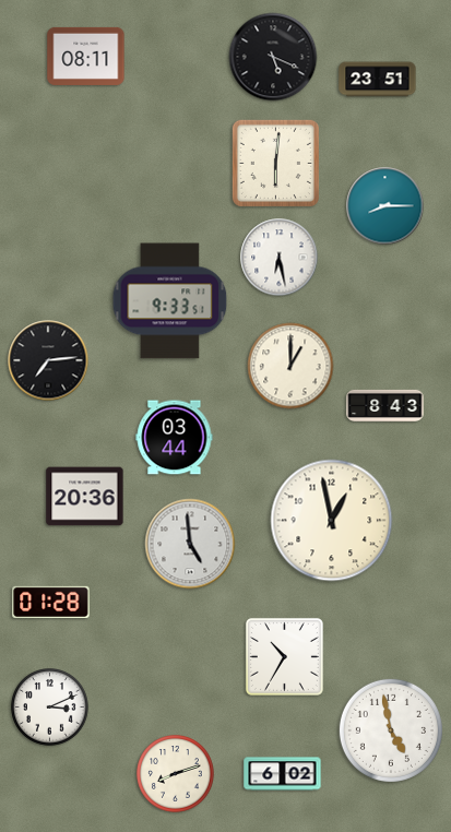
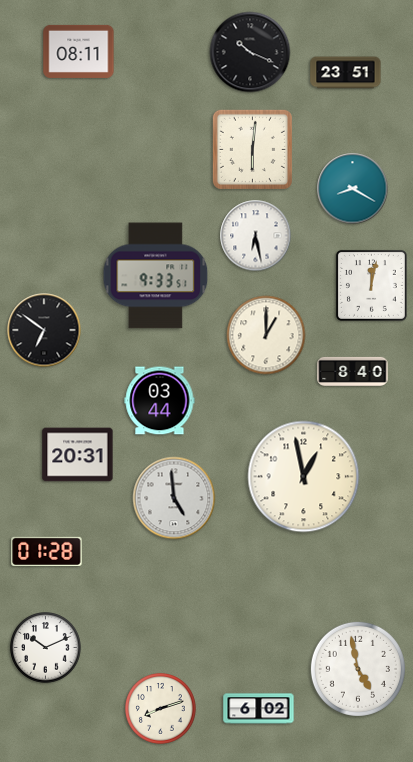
clock at (273, 57): 5:19 -> 10:19
clock at (385, 206): 8:15 -> 8:20
clock at (371, 285): none -> 12:02
clock at (48, 360): 7:14 -> 6:51
clock at (385, 405): 8:43 -> 8:40
clock at (85, 497): 20:36 -> 20:31
clock at (284, 656): 10:35 -> none
clock at (50, 708): 3:11 -> 10:11
